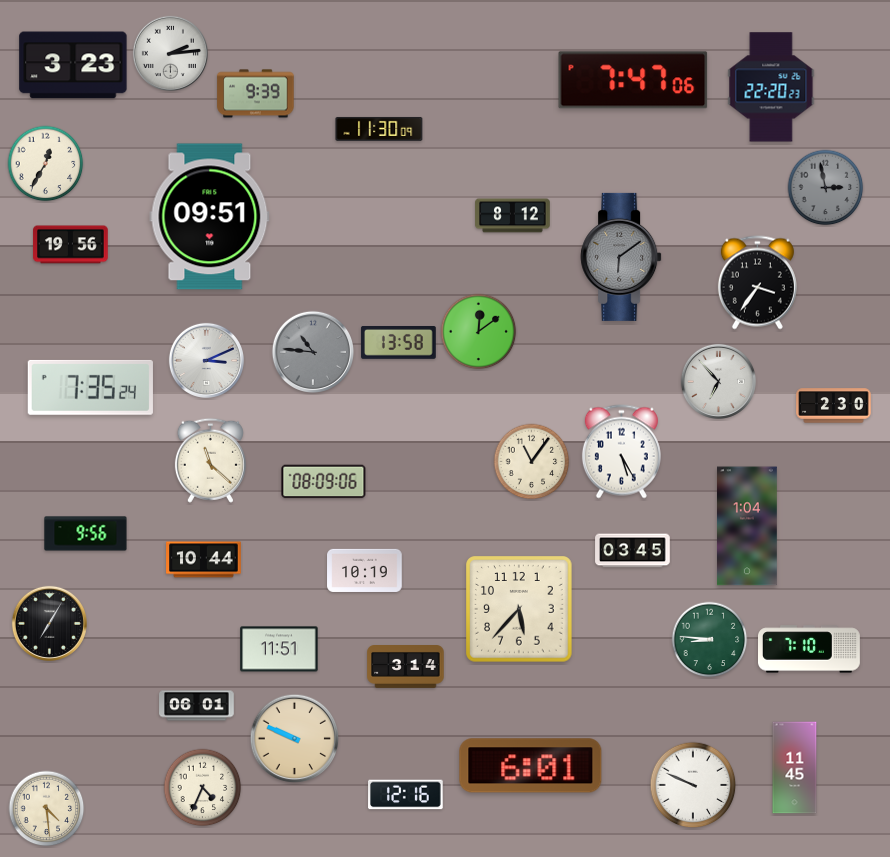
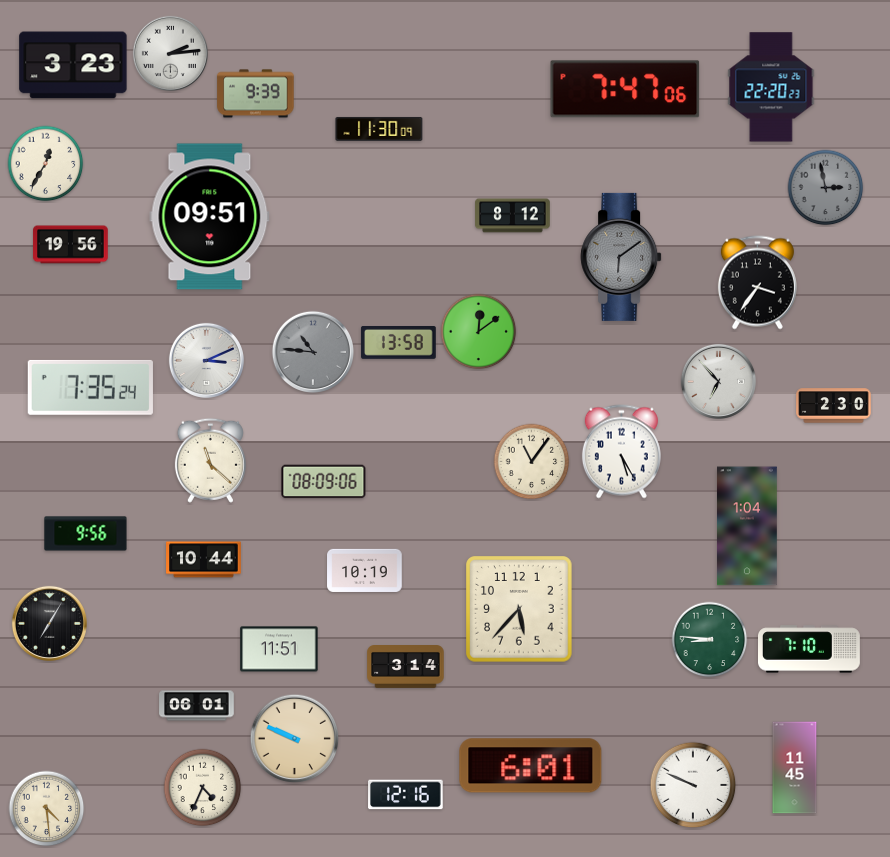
clock at (633, 80) position: (633, 80) -> (625, 89)
clock at (633, 551): 03:45 -> none
